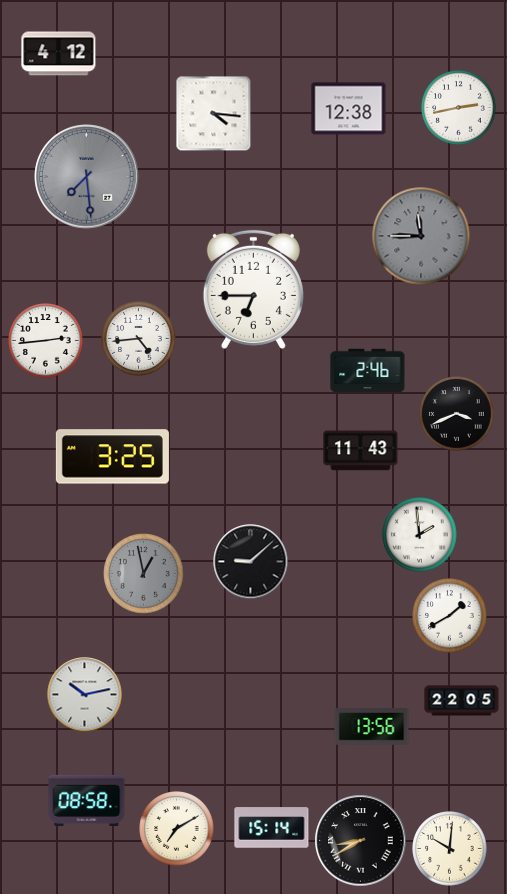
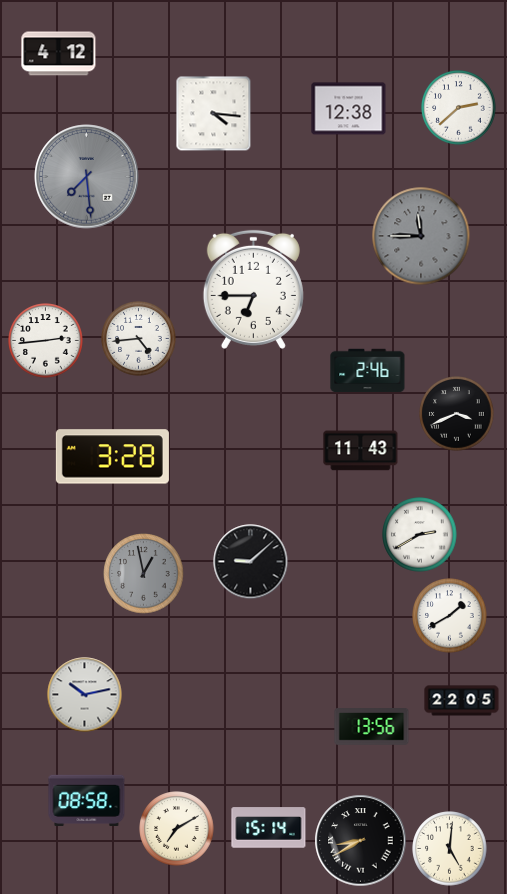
clock at (459, 108): 2:43 -> 2:38
clock at (112, 457): 3:25 -> 3:28
clock at (420, 535): 1:59 -> 2:40
clock at (272, 828) position: (272, 828) -> (269, 828)
clock at (450, 849): 10:01 -> 5:01
